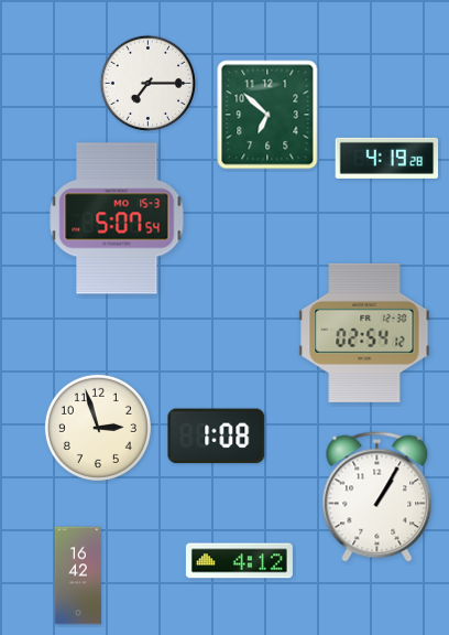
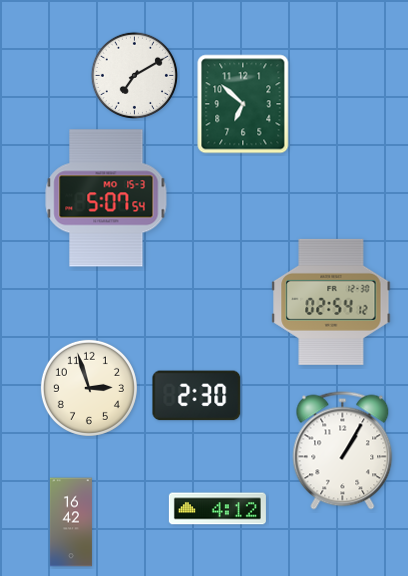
clock at (147, 83): 7:15 -> 7:10
clock at (387, 158): 4:19 -> none
clock at (217, 437): 1:08 -> 2:30
